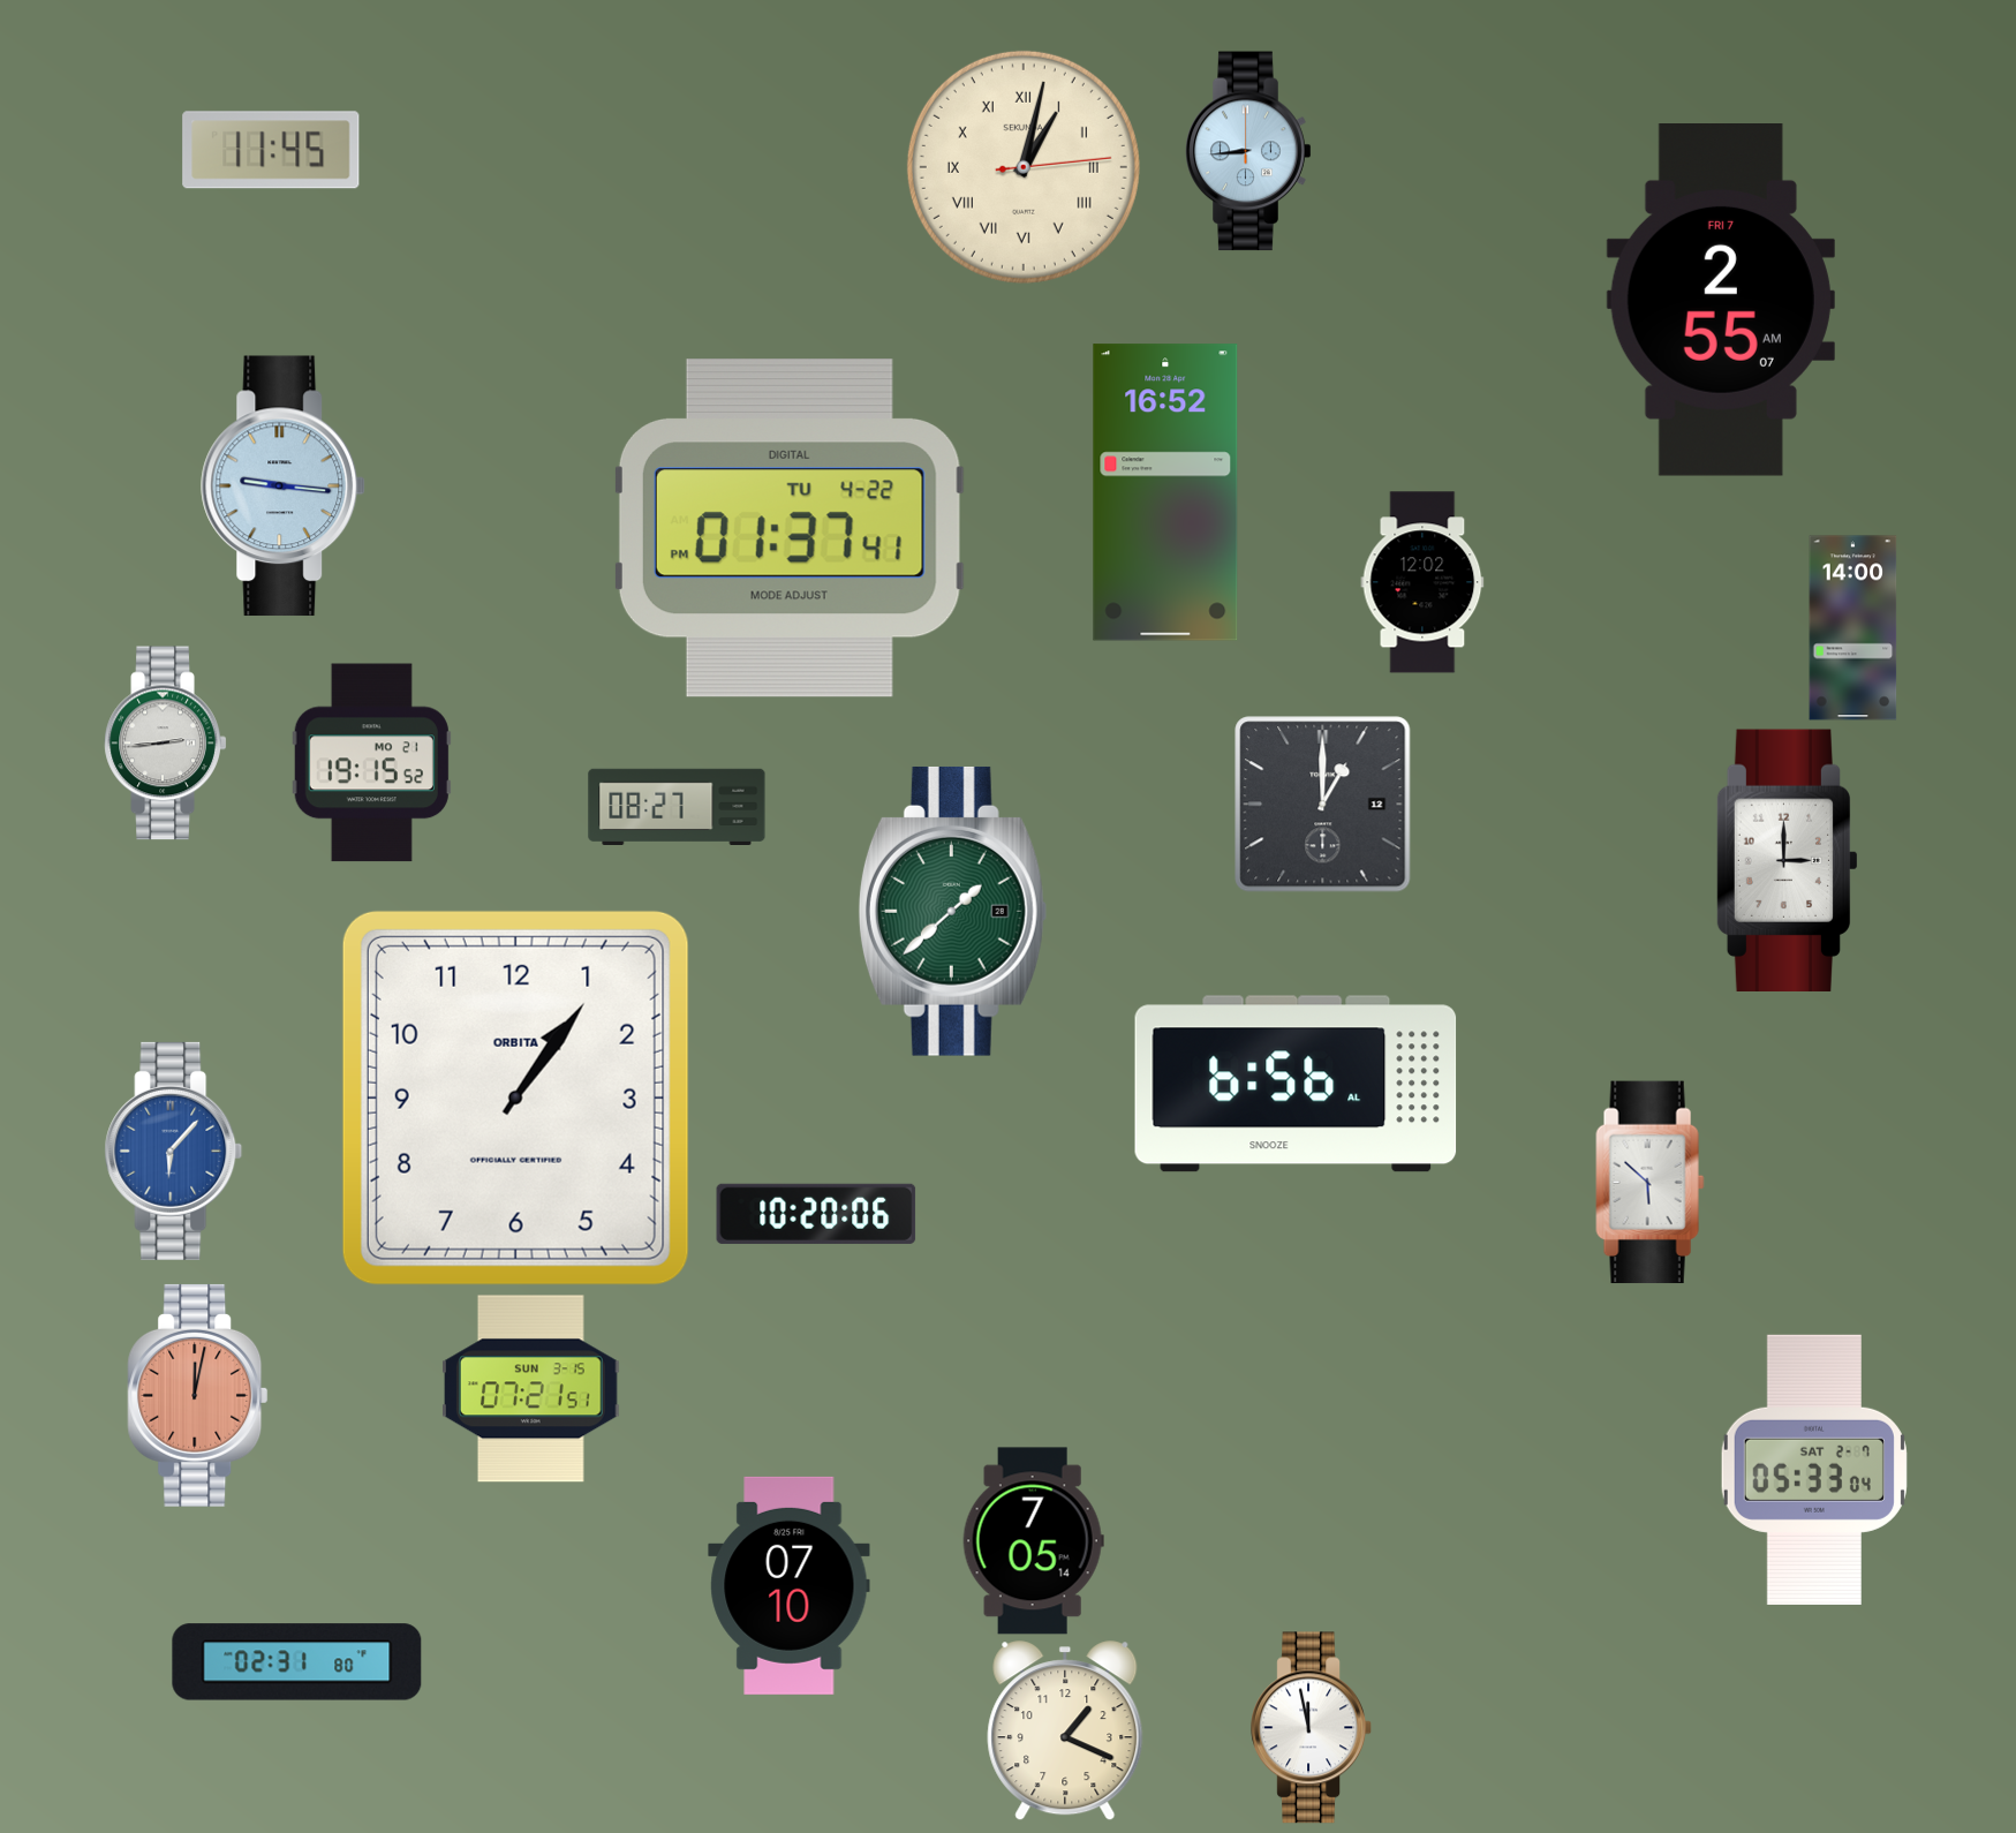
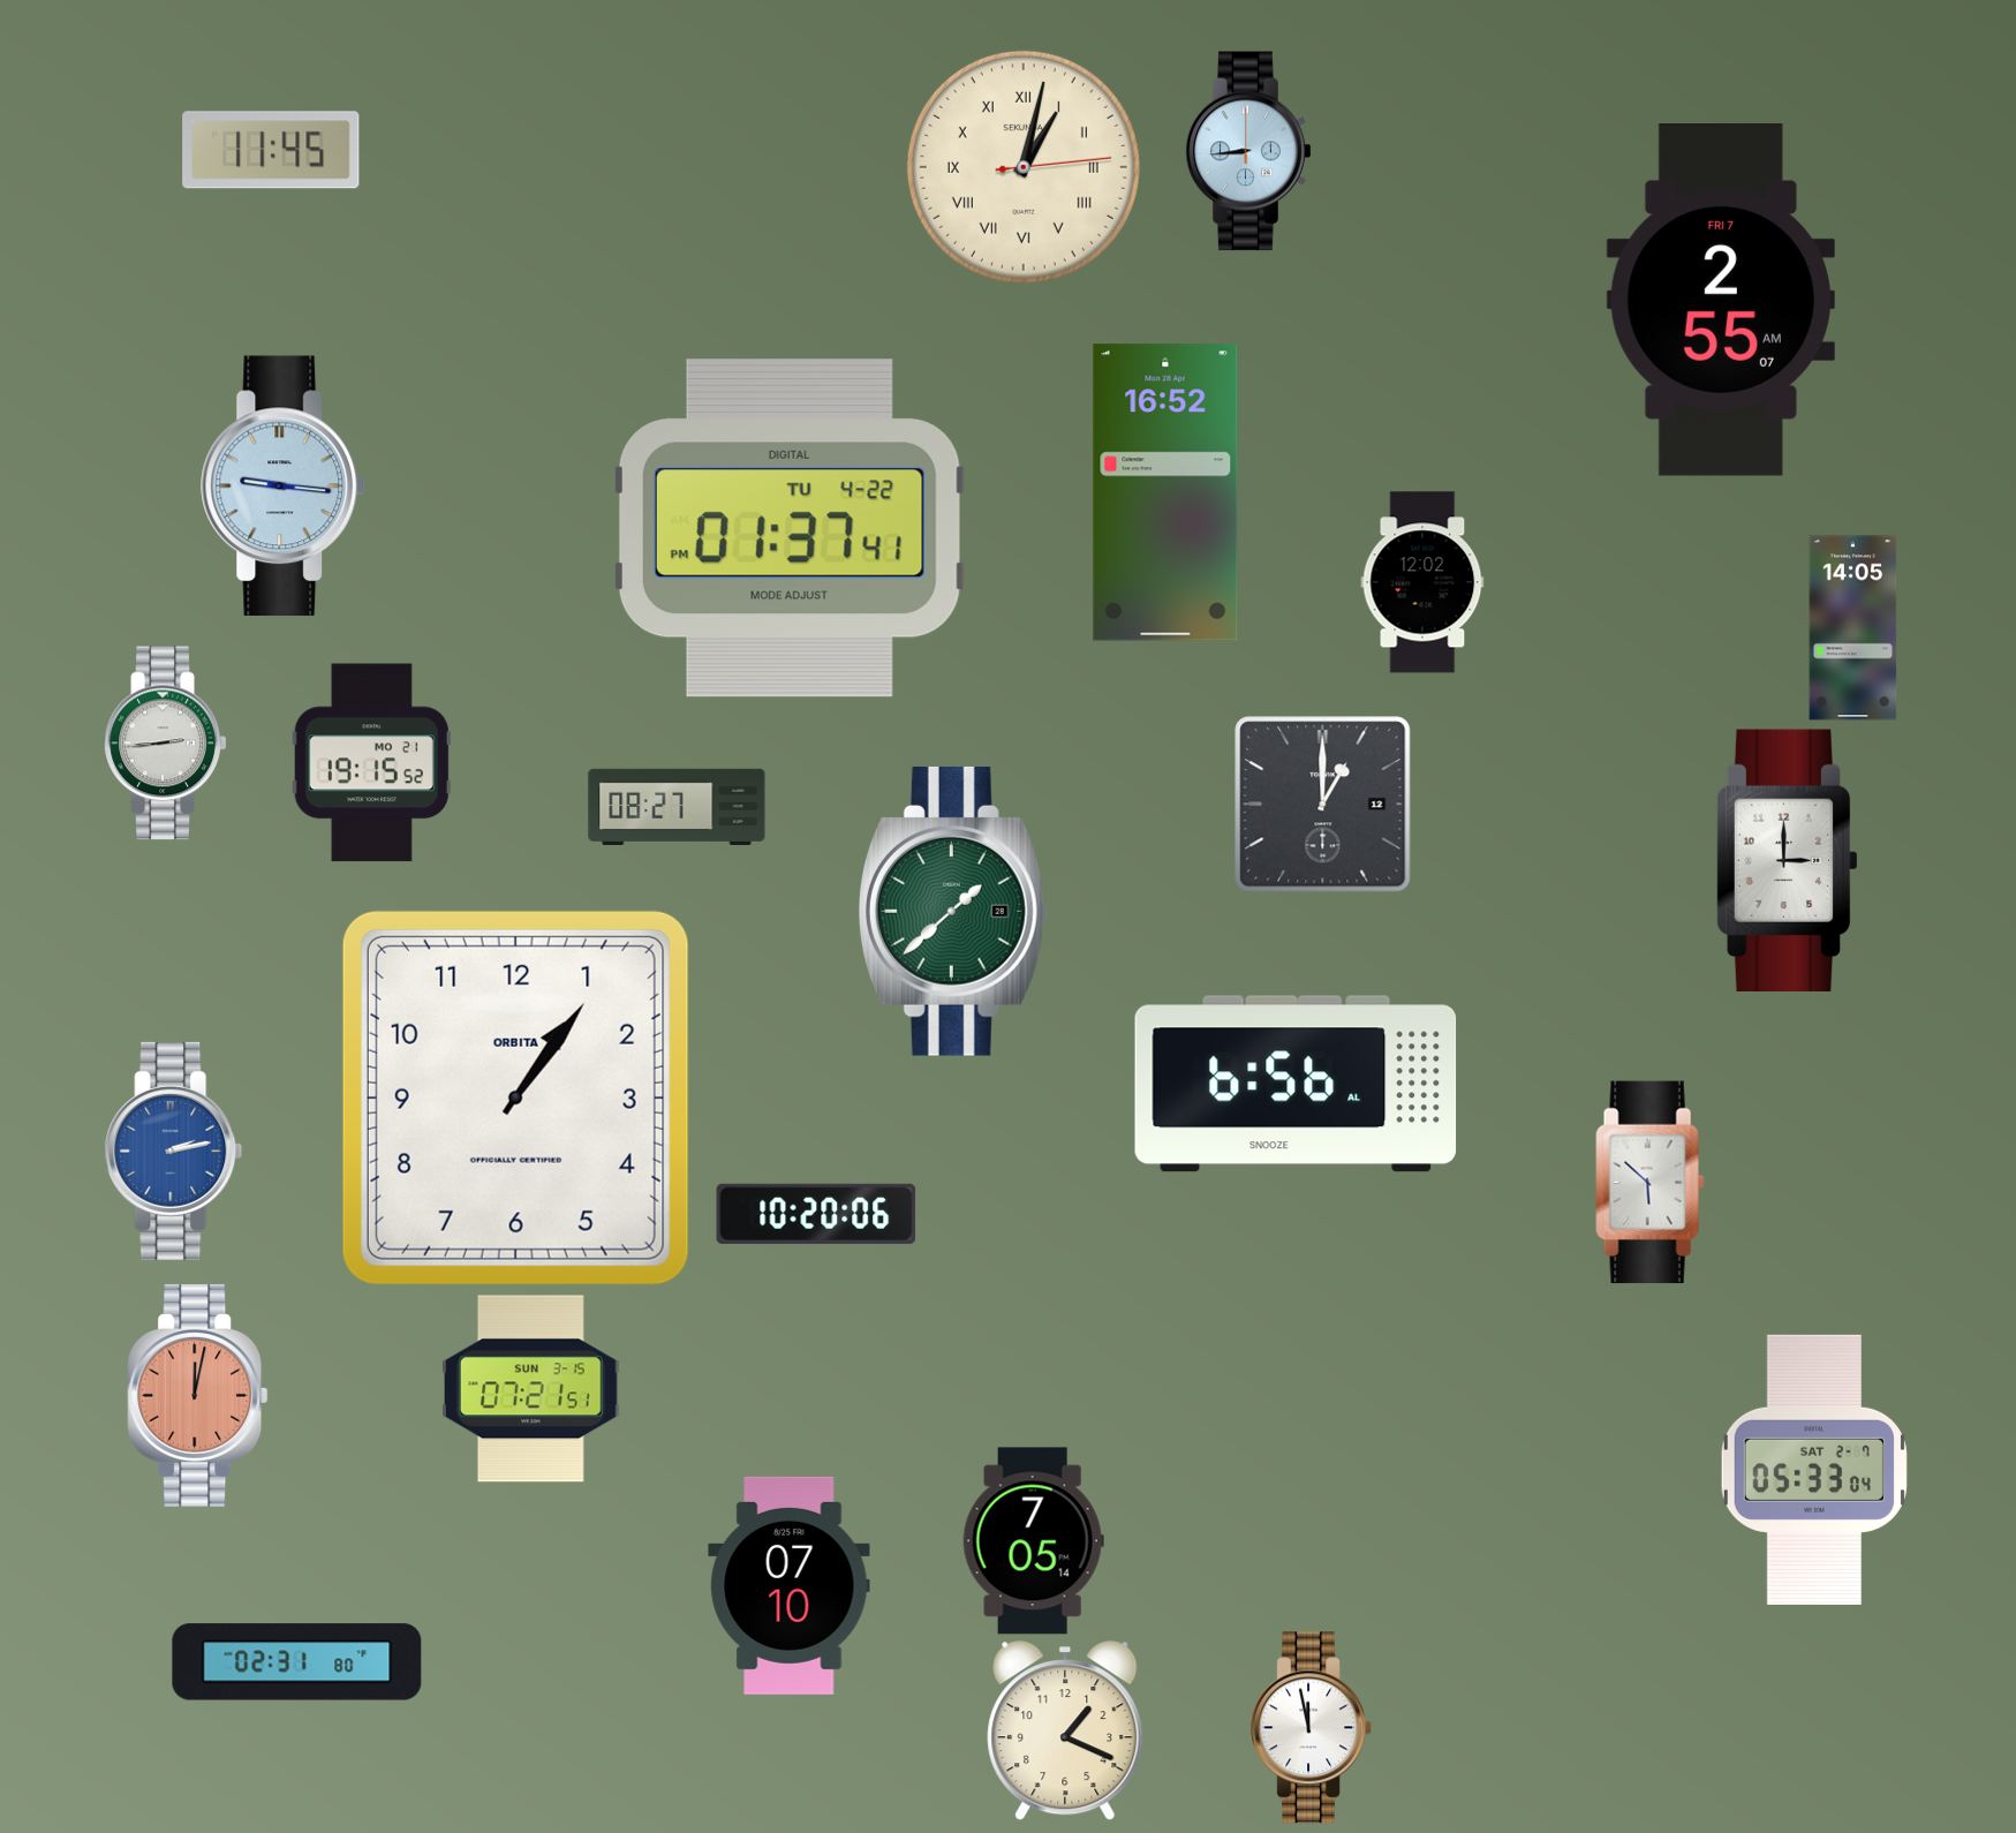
clock at (1853, 628): 14:00 -> 14:05
clock at (174, 1151): 6:07 -> 2:13
